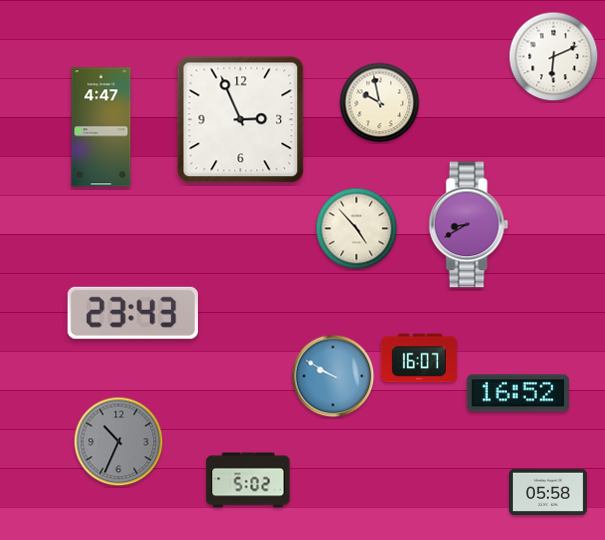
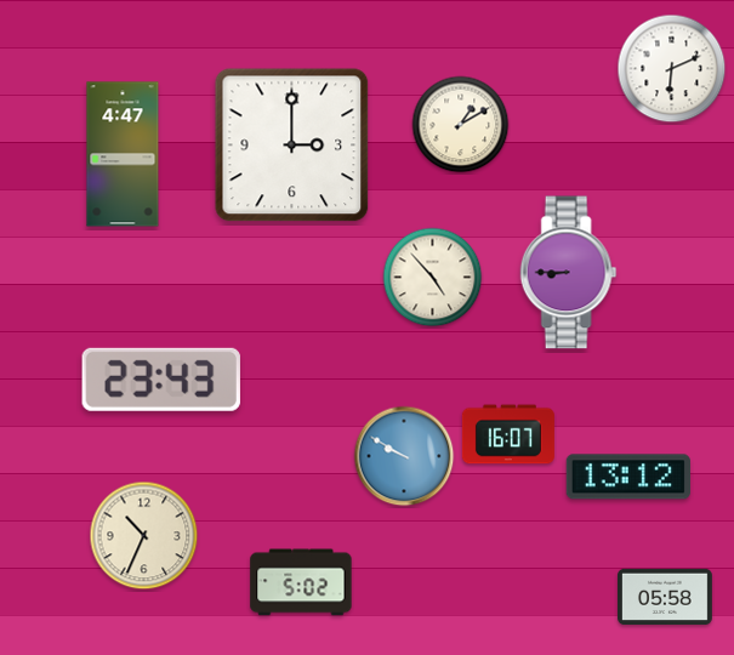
clock at (380, 103): 9:58 -> 1:10
clock at (241, 120): 2:56 -> 3:00
clock at (469, 225): 8:40 -> 8:45
clock at (518, 393): 16:52 -> 13:12
clock at (119, 442) dial: grey -> cream
